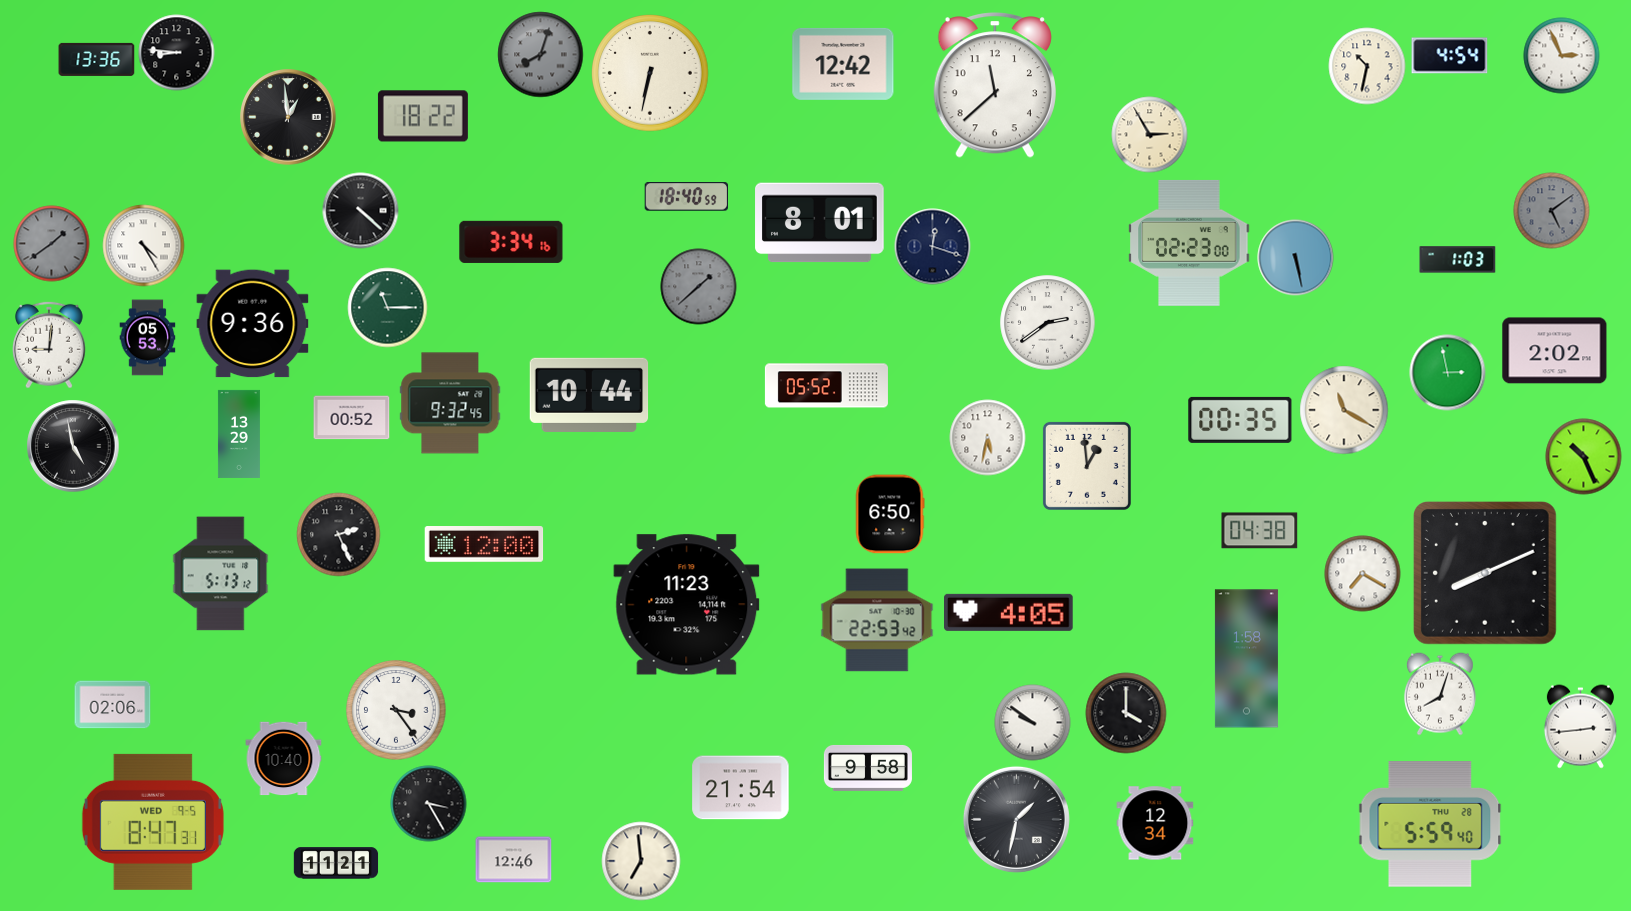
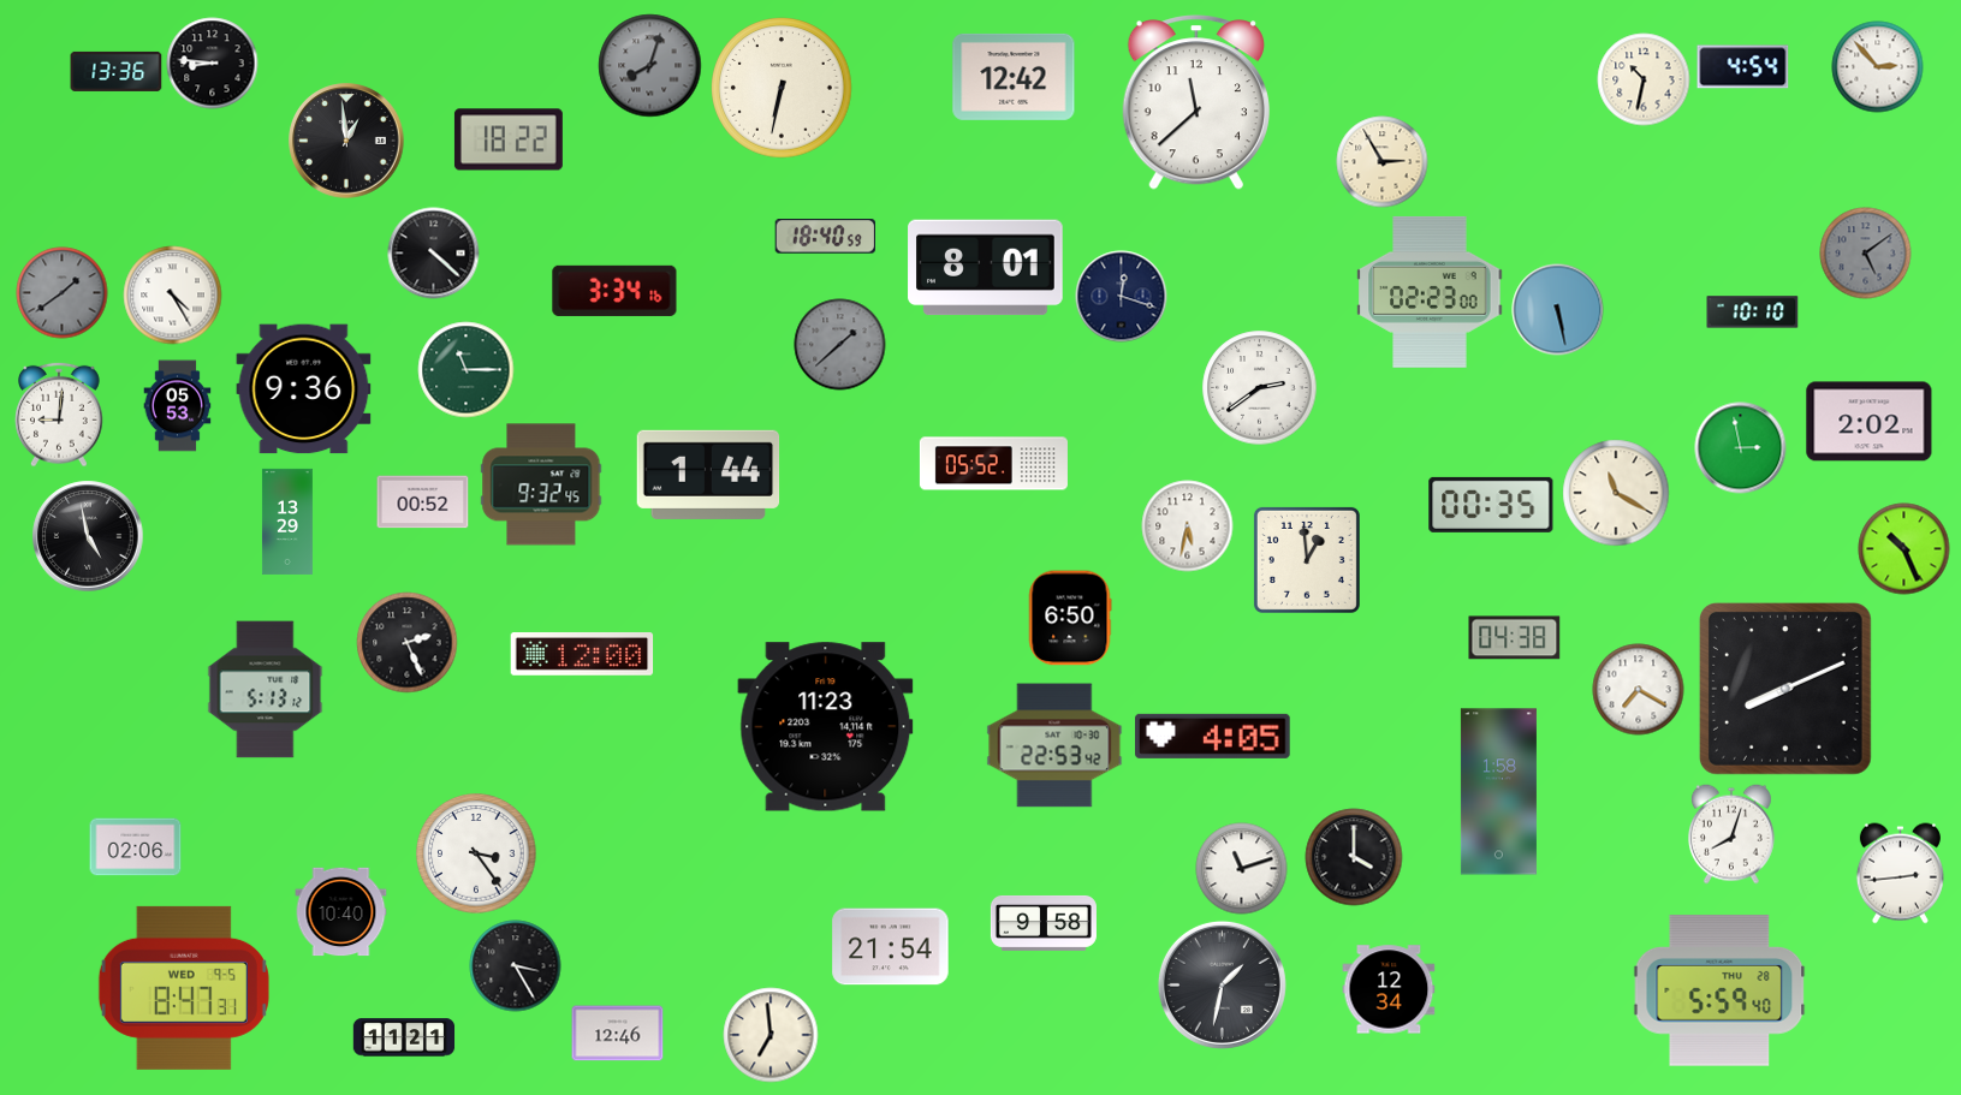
clock at (1562, 56): 2:56 -> 2:53
clock at (1458, 260): 1:03 -> 10:10
clock at (589, 395): 10:44 -> 1:44
clock at (1033, 723): 9:51 -> 11:12
